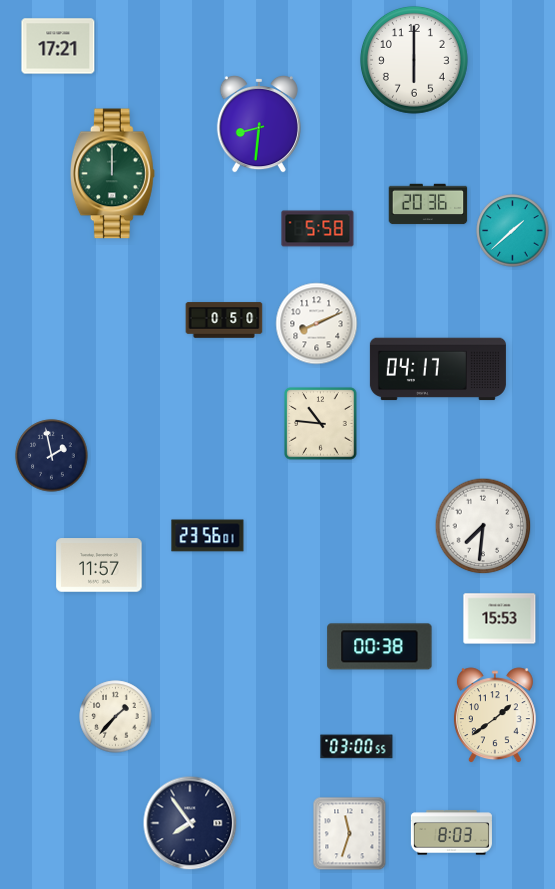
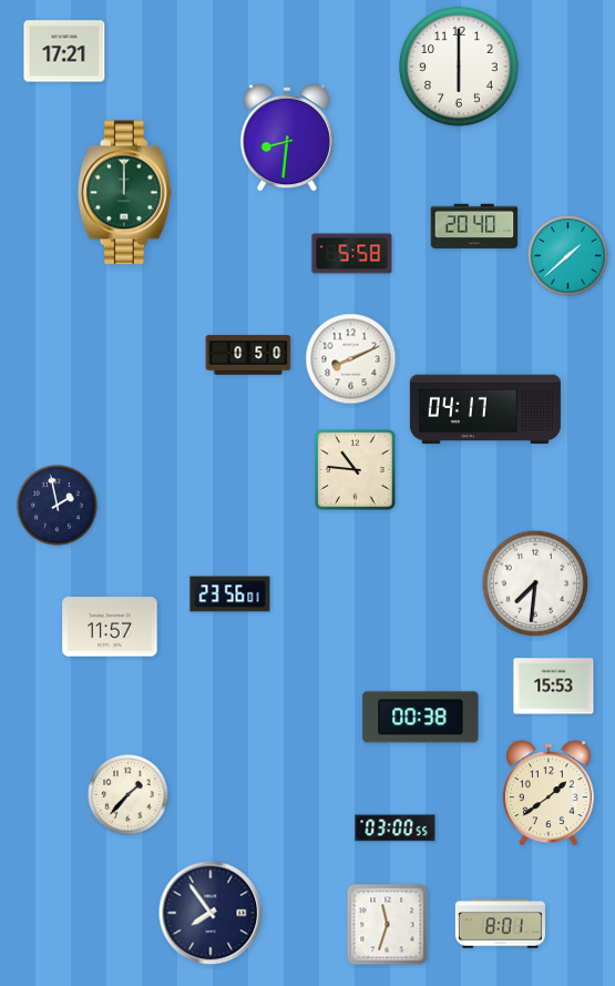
clock at (428, 204): 20:36 -> 20:40
clock at (451, 833): 8:03 -> 8:01
